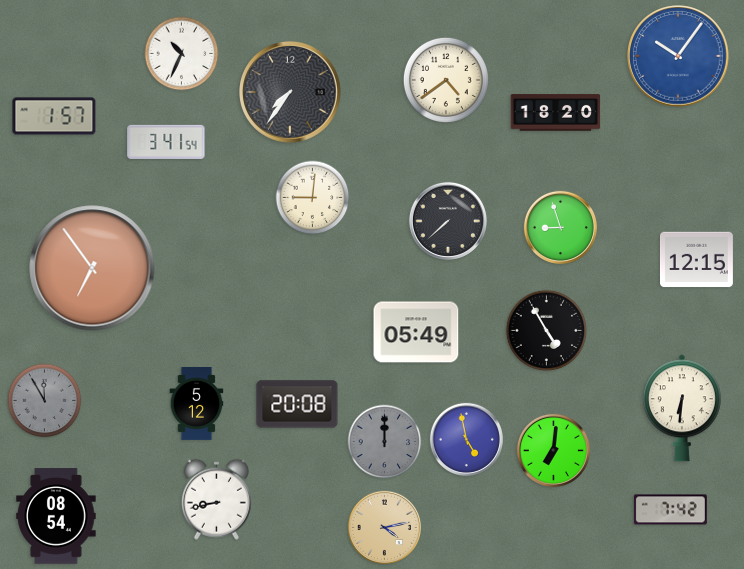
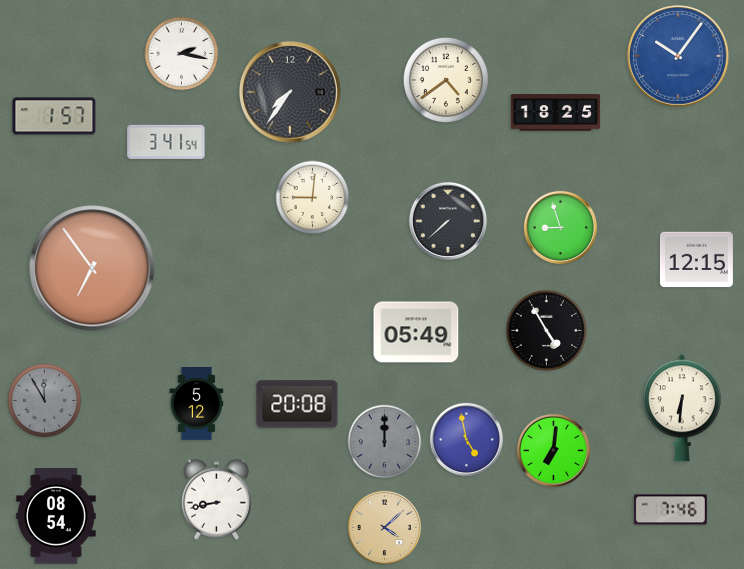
clock at (182, 54): 10:34 -> 2:17
clock at (556, 113): 18:20 -> 18:25
clock at (670, 510): 7:42 -> 7:46
clock at (384, 527): 4:13 -> 4:08
